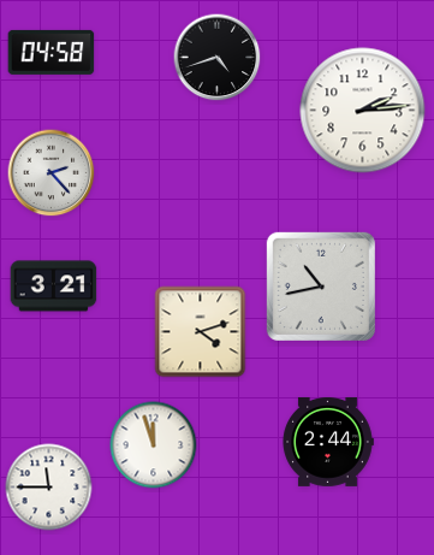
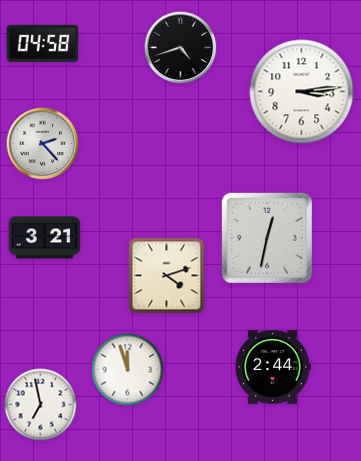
clock at (363, 111): 2:14 -> 3:14
clock at (321, 287): 10:43 -> 12:32
clock at (49, 488): 11:45 -> 6:58
